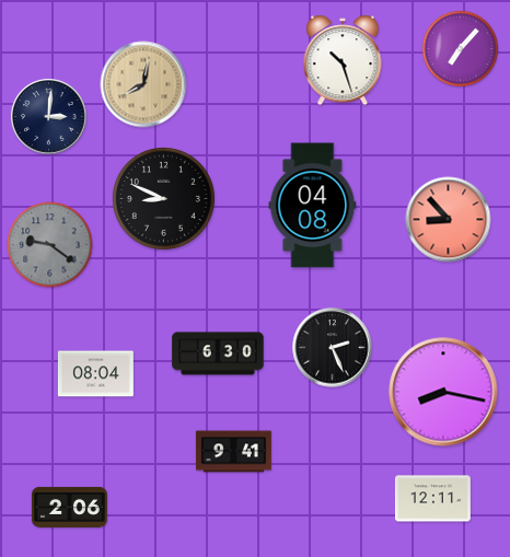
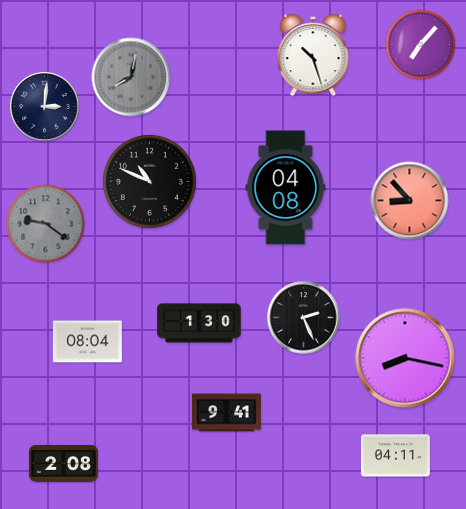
clock at (143, 84) dial: champagne -> grey
clock at (163, 198): 8:49 -> 10:49
clock at (218, 353): 6:30 -> 1:30
clock at (233, 452) position: (233, 452) -> (226, 413)
clock at (432, 499): 12:11 -> 04:11
clock at (69, 507): 2:06 -> 2:08
